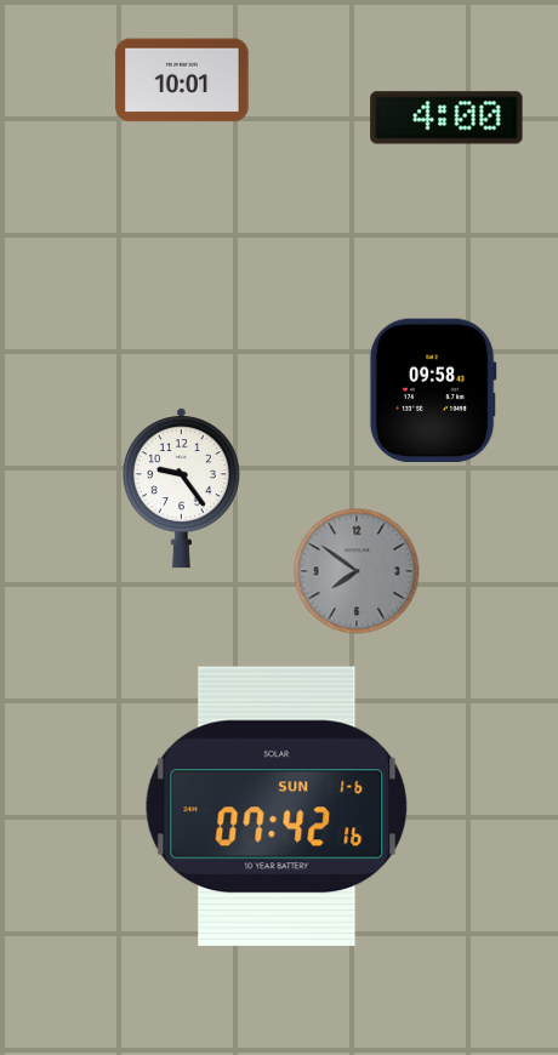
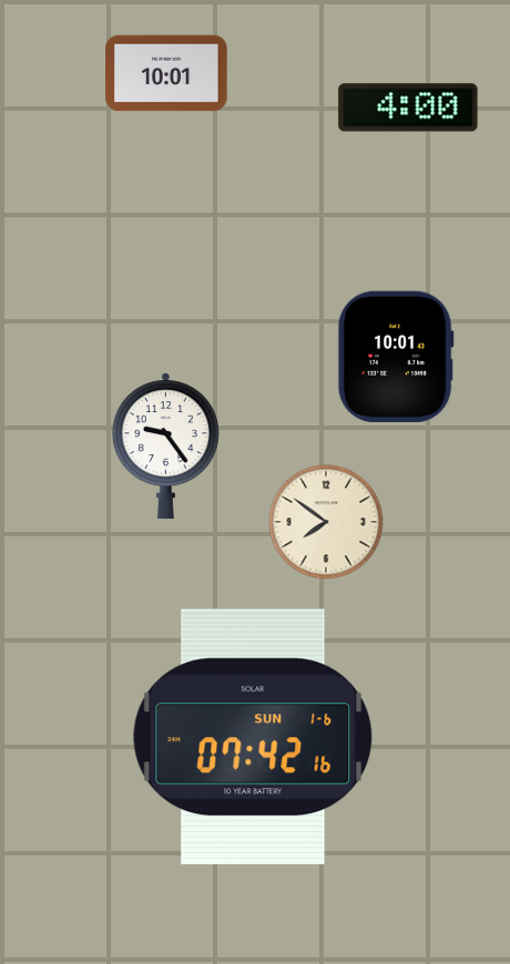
clock at (433, 390): 09:58 -> 10:01
clock at (357, 571) dial: grey -> cream
